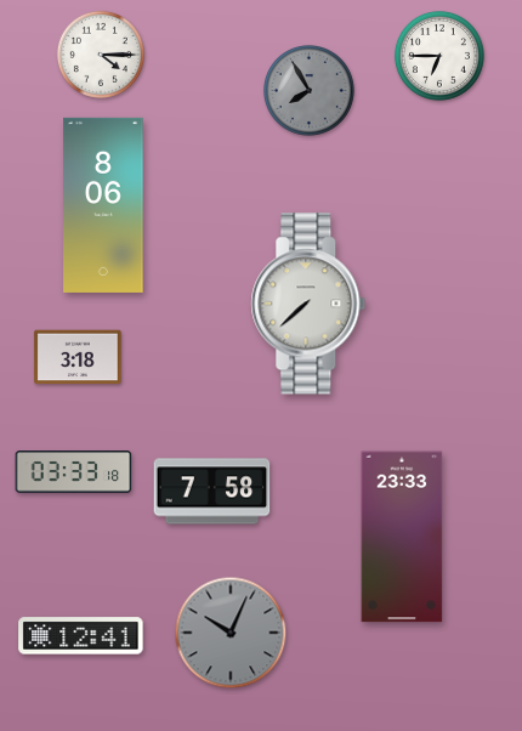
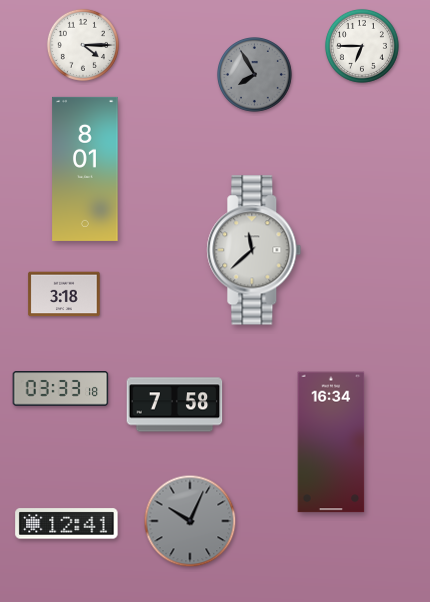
clock at (103, 205): 8:06 -> 8:01
clock at (308, 304): 7:38 -> 11:38
clock at (402, 537): 23:33 -> 16:34
